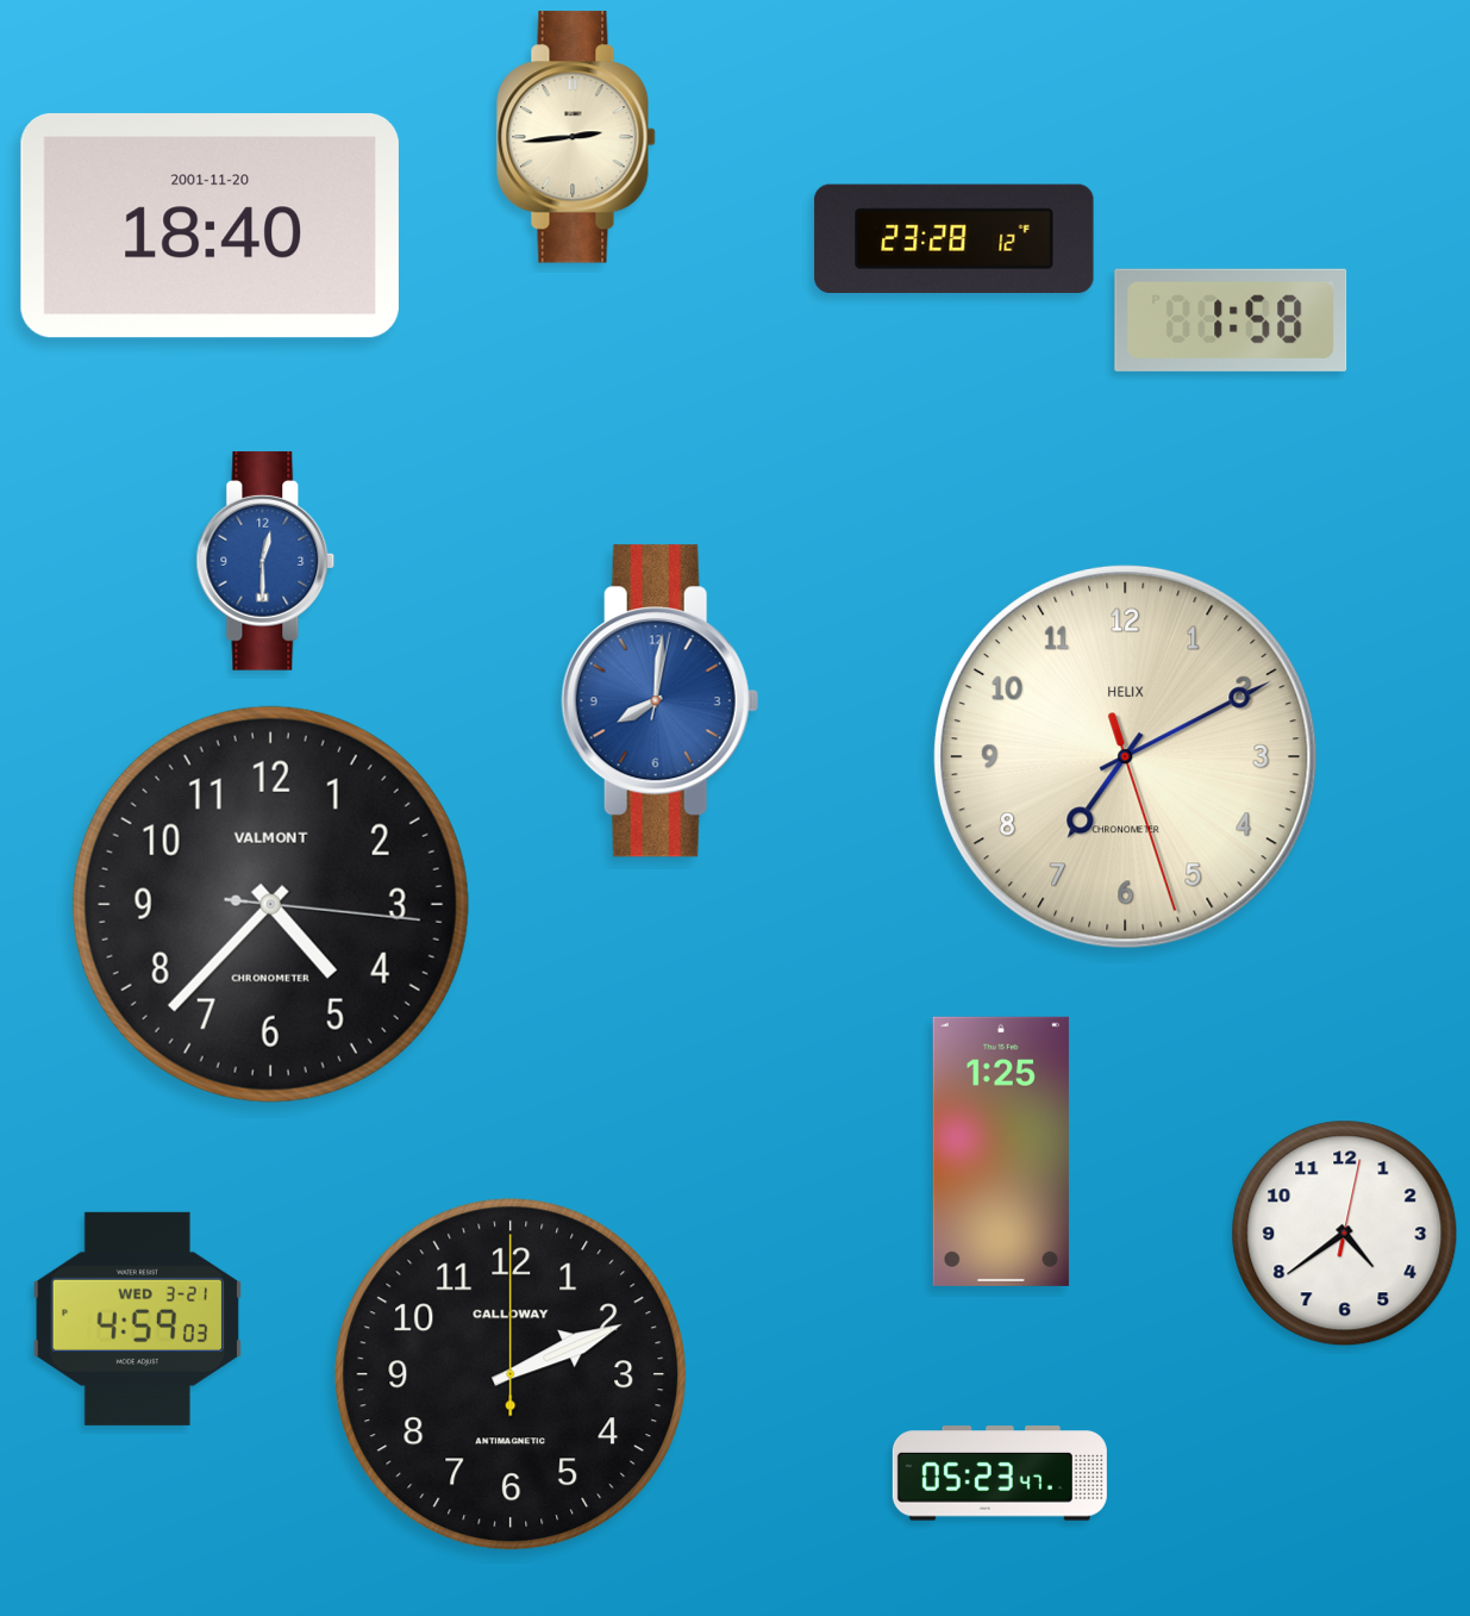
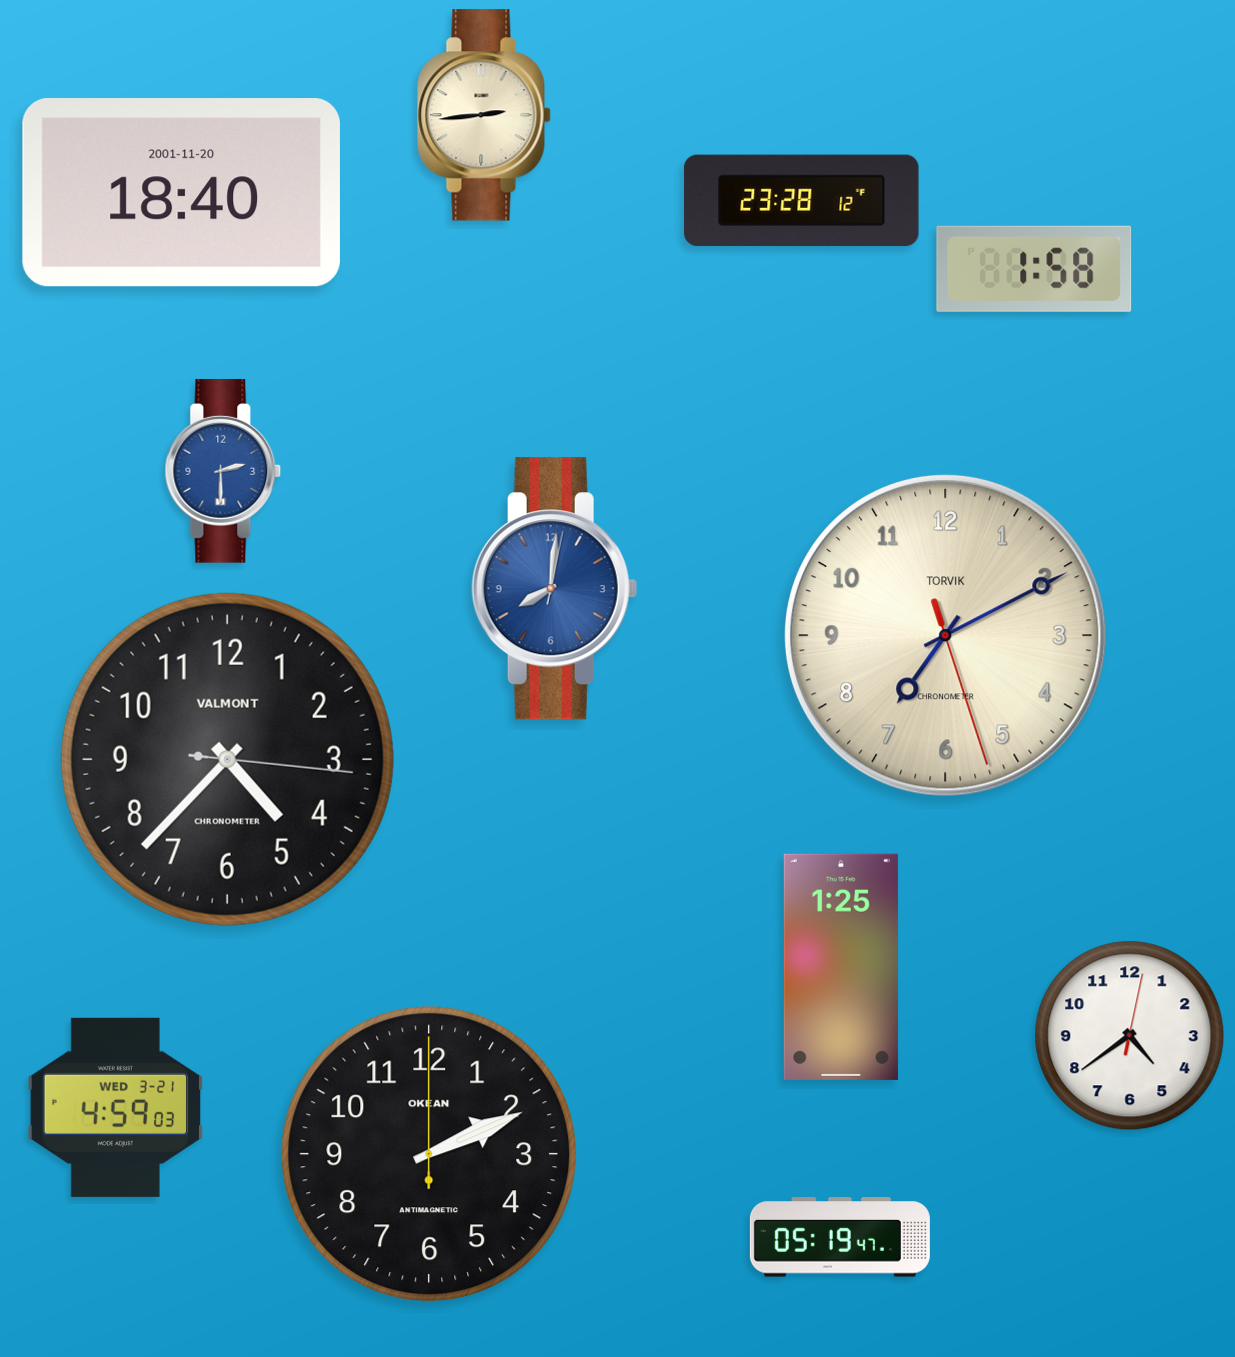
clock at (209, 226) position: (209, 226) -> (181, 193)
clock at (265, 561): 12:30 -> 2:30
clock at (1125, 756) brand: HELIX -> TORVIK
clock at (511, 1374) brand: CALLOWAY -> OKEAN
clock at (1000, 1473): 05:23 -> 05:19
